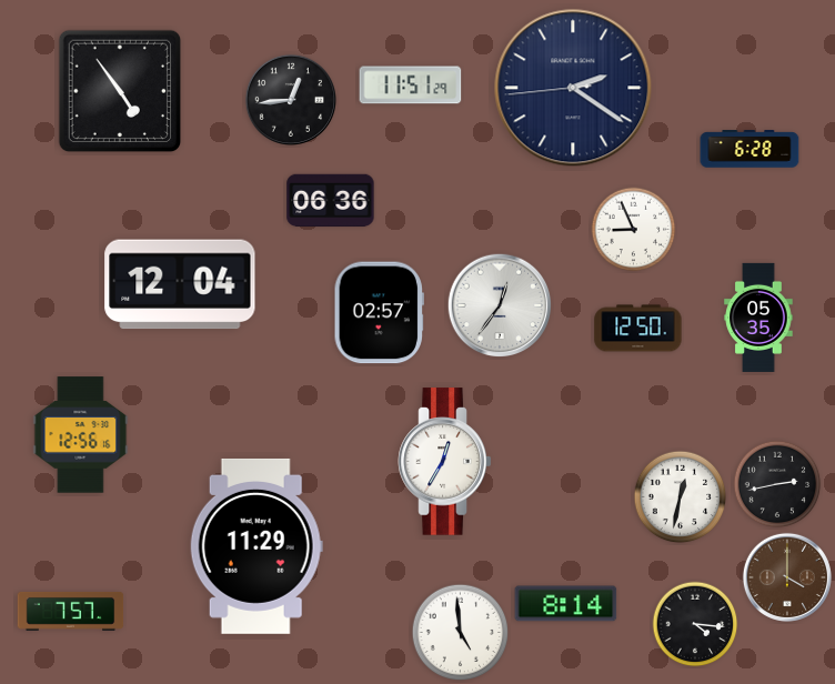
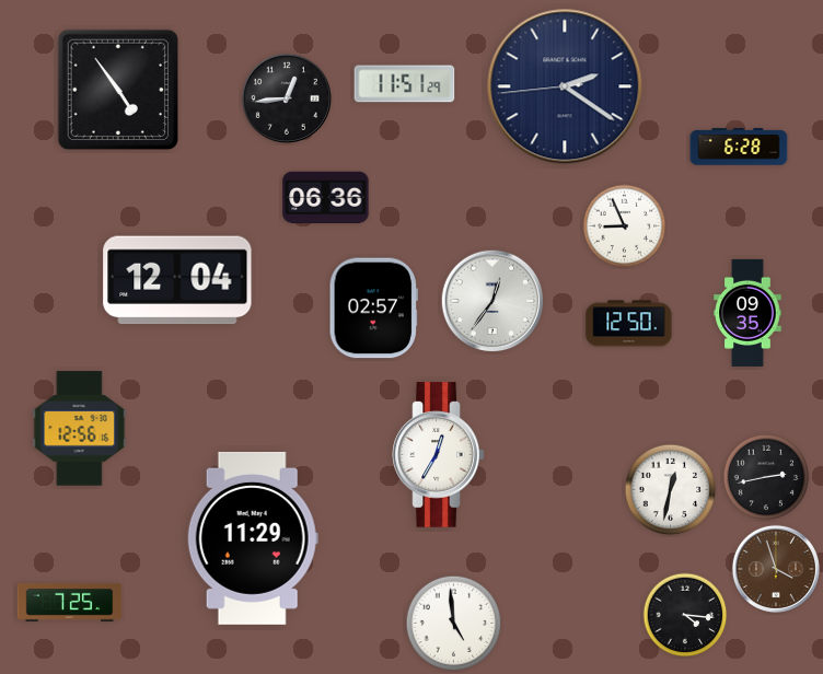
clock at (758, 318): 05:35 -> 09:35
clock at (787, 577): 4:00 -> 3:57
clock at (566, 604): 8:14 -> none
clock at (71, 612): 7:57 -> 7:25
